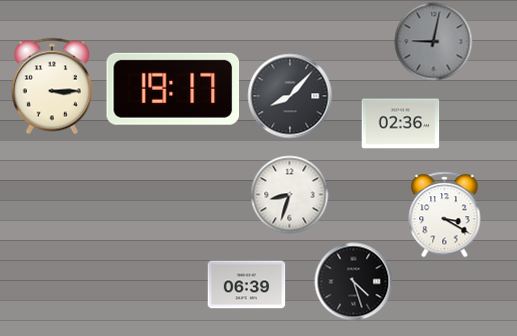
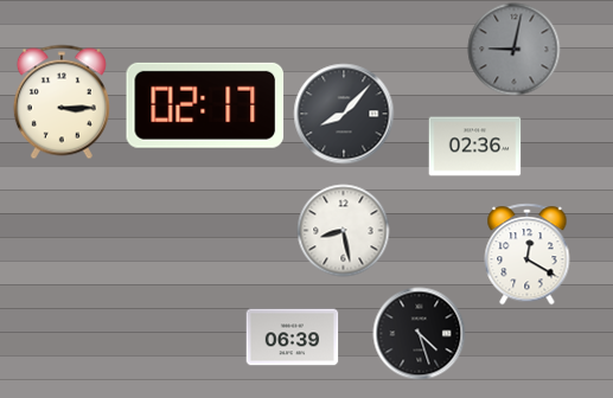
clock at (173, 89): 19:17 -> 02:17
clock at (289, 194): 8:33 -> 8:28
clock at (445, 214): 3:20 -> 12:20
